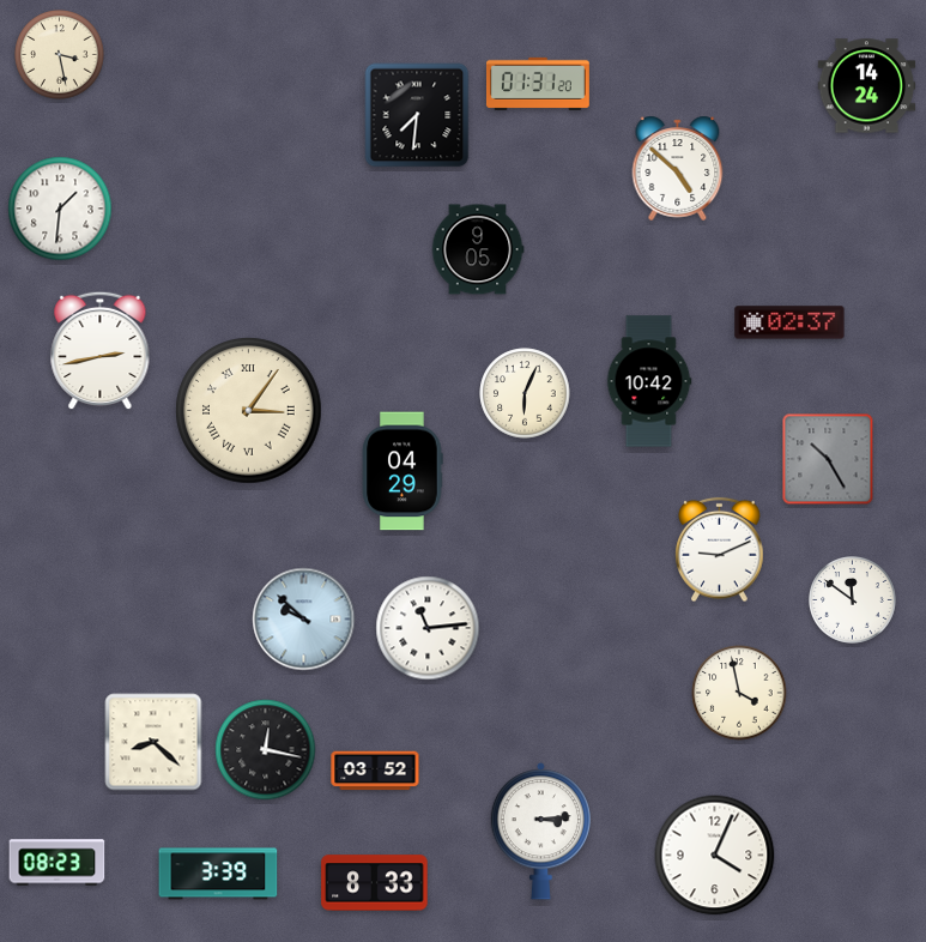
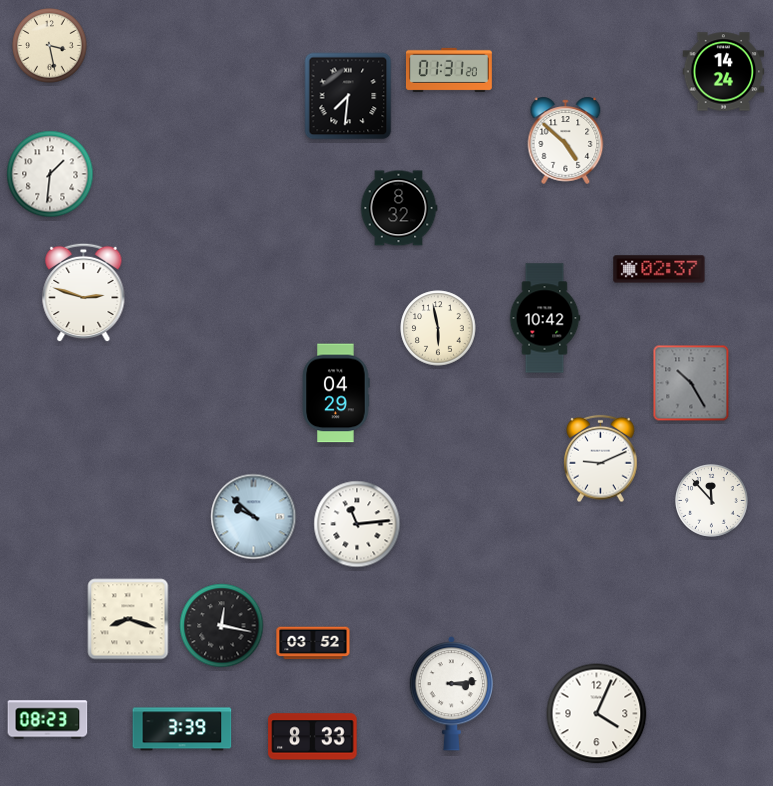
clock at (478, 249): 9:05 -> 8:32
clock at (101, 351): 2:43 -> 2:48
clock at (649, 381) position: (649, 381) -> (545, 318)
clock at (525, 393): 6:04 -> 5:58
clock at (249, 411): 3:06 -> none
clock at (853, 600): 11:51 -> 11:53
clock at (739, 693): 3:58 -> none
clock at (153, 742): 8:22 -> 8:18
